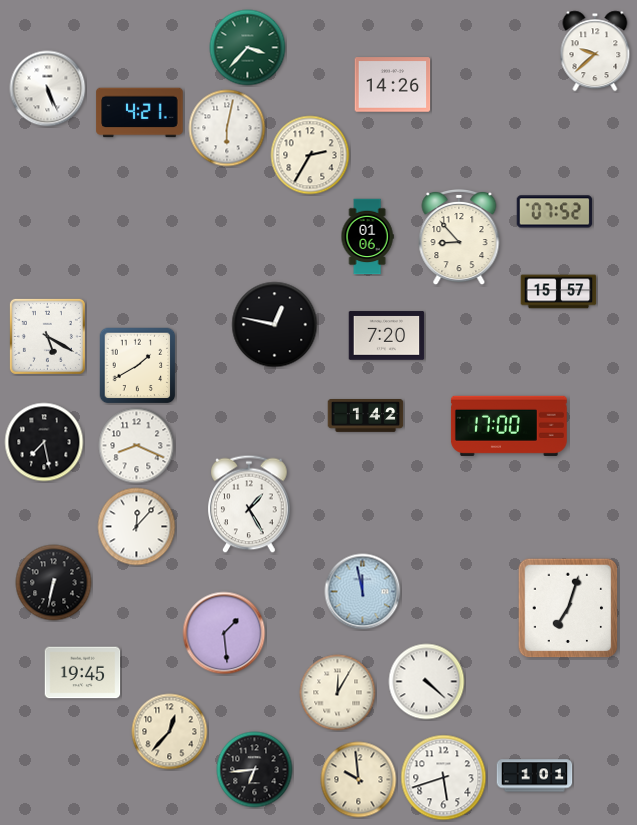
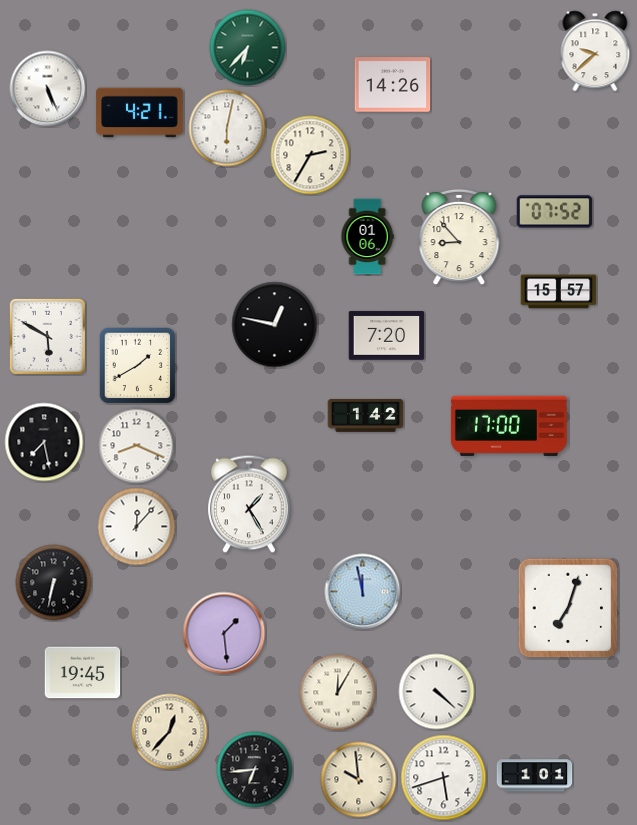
clock at (248, 48): 3:37 -> 6:37
clock at (47, 336): 5:20 -> 5:50
clock at (427, 682) position: (427, 682) -> (437, 692)
